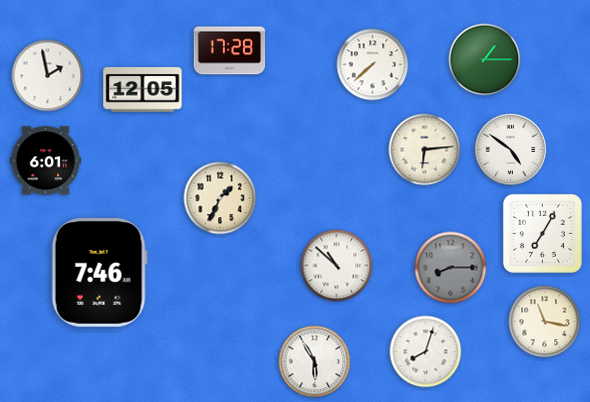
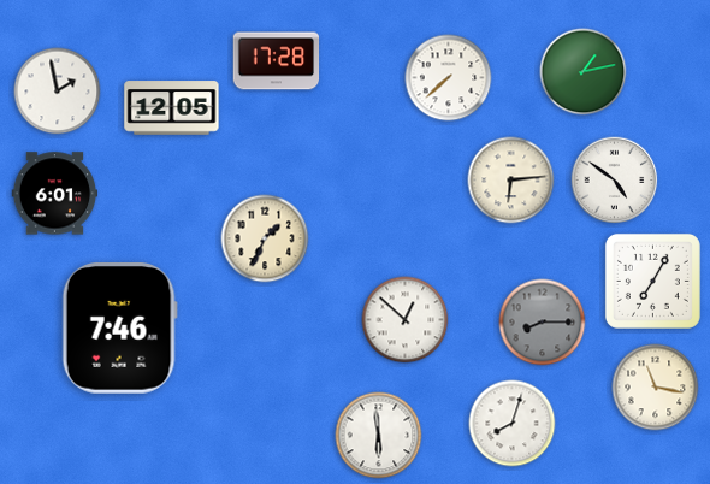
clock at (485, 60): 1:15 -> 1:13
clock at (337, 266): 10:52 -> 12:52
clock at (315, 362): 5:55 -> 5:59
